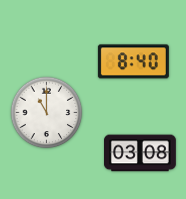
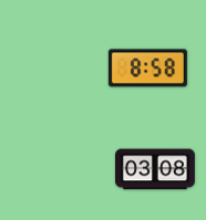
clock at (133, 62): 8:40 -> 8:58
clock at (47, 113): 11:00 -> none
